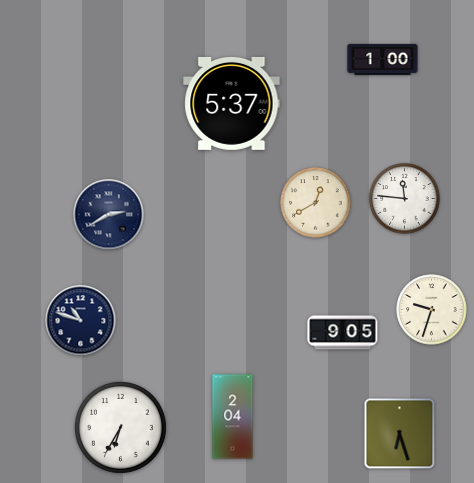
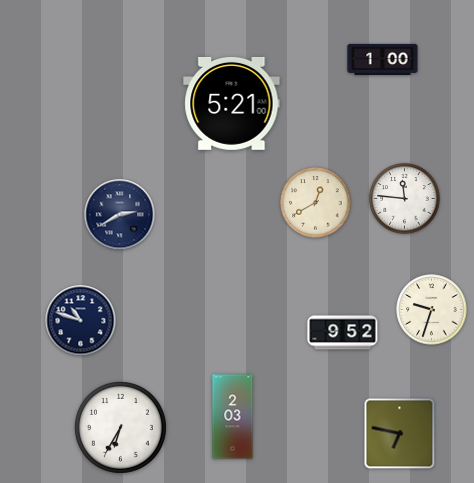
clock at (232, 103): 5:37 -> 5:21
clock at (109, 215) position: (109, 215) -> (120, 215)
clock at (343, 333): 9:05 -> 9:52
clock at (233, 417): 2:04 -> 2:03
clock at (400, 434): 6:27 -> 6:47
